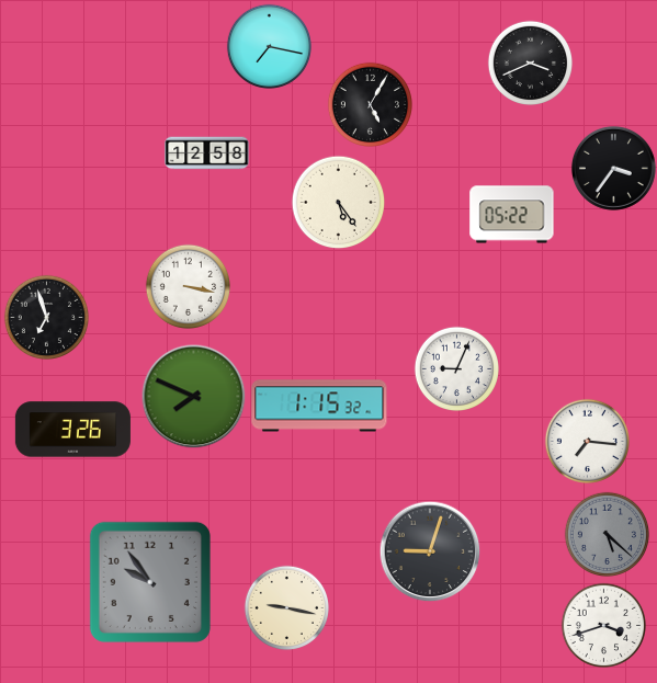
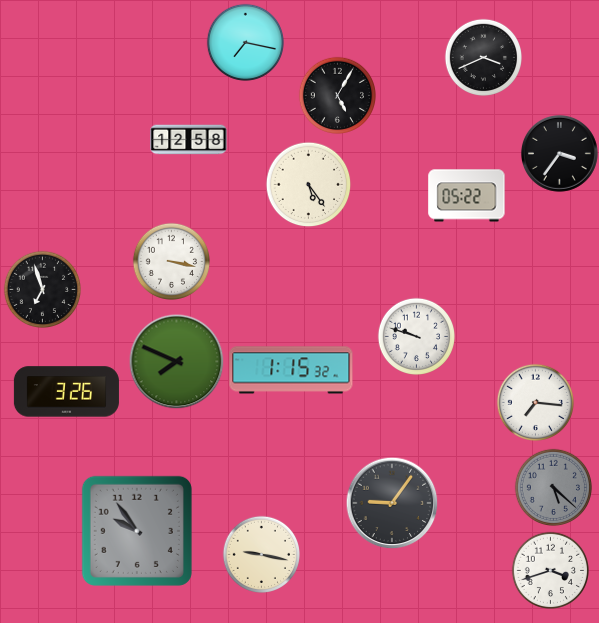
clock at (456, 368): 9:04 -> 9:48
clock at (430, 551): 9:03 -> 9:06
